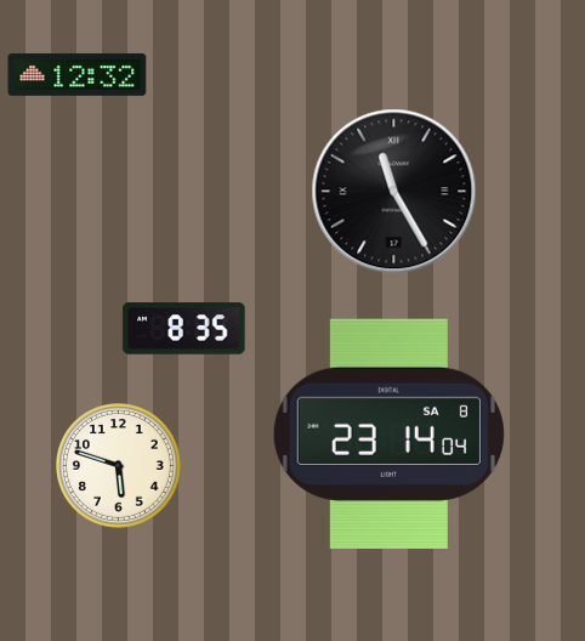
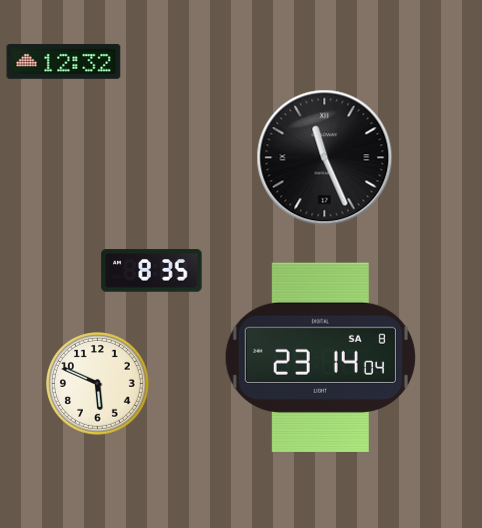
clock at (394, 192): 11:25 -> 11:26
clock at (119, 466): 5:48 -> 5:49
